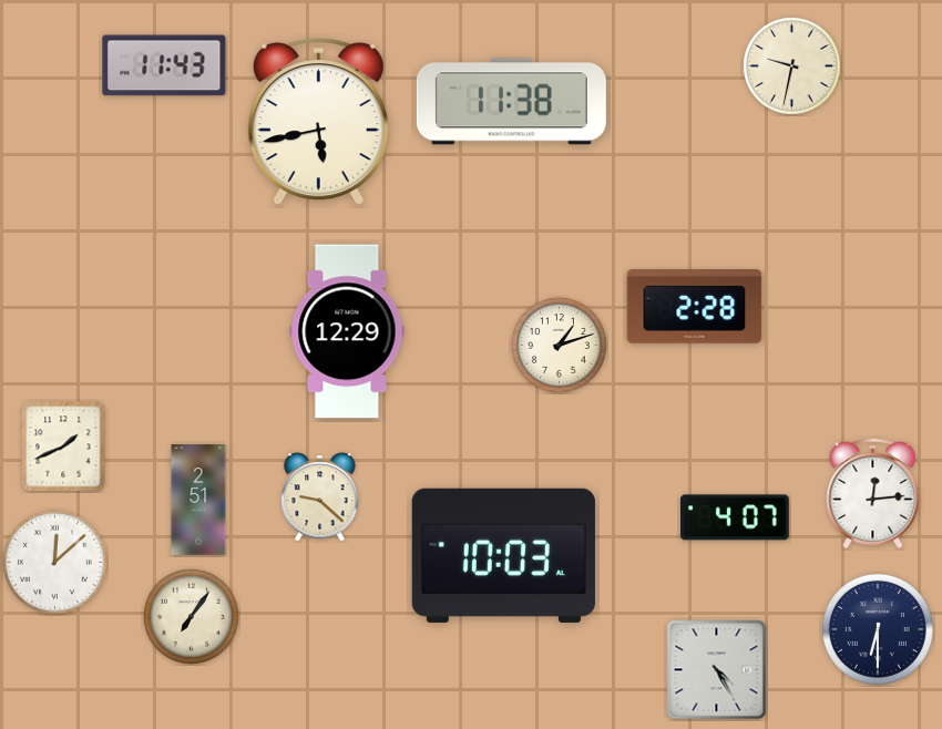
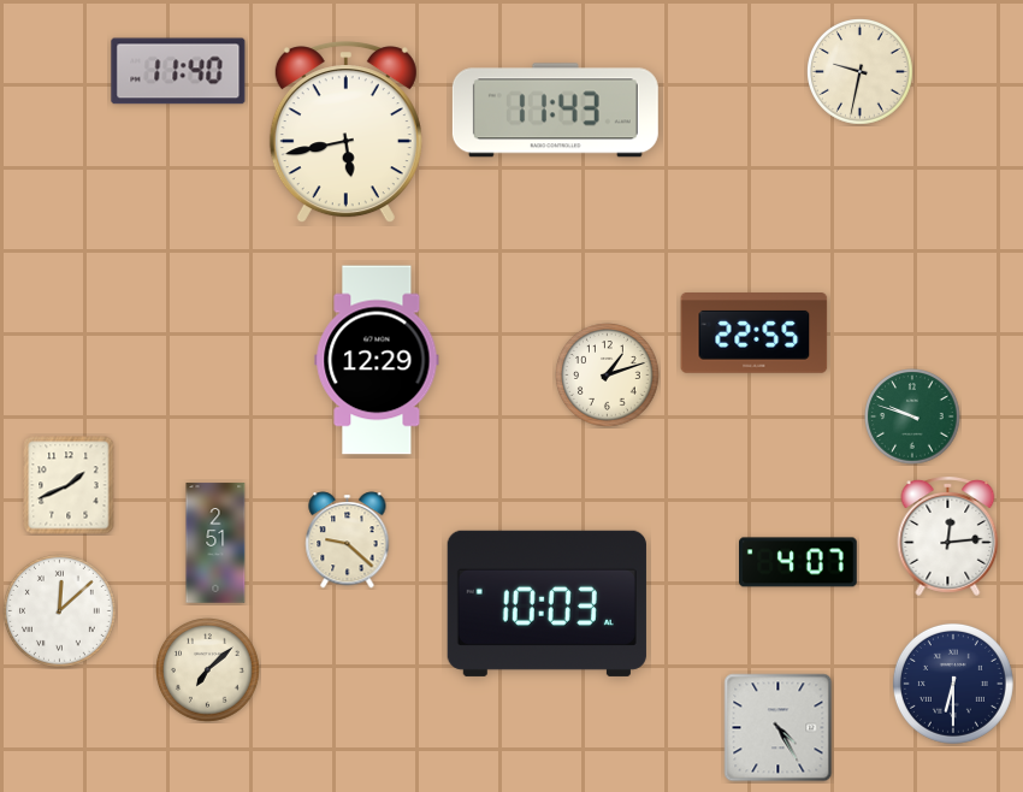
clock at (164, 65): 11:43 -> 11:40
clock at (511, 102): 11:38 -> 11:43
clock at (695, 307): 2:28 -> 22:55
clock at (912, 416): none -> 9:48
clock at (192, 617): 7:06 -> 7:08
